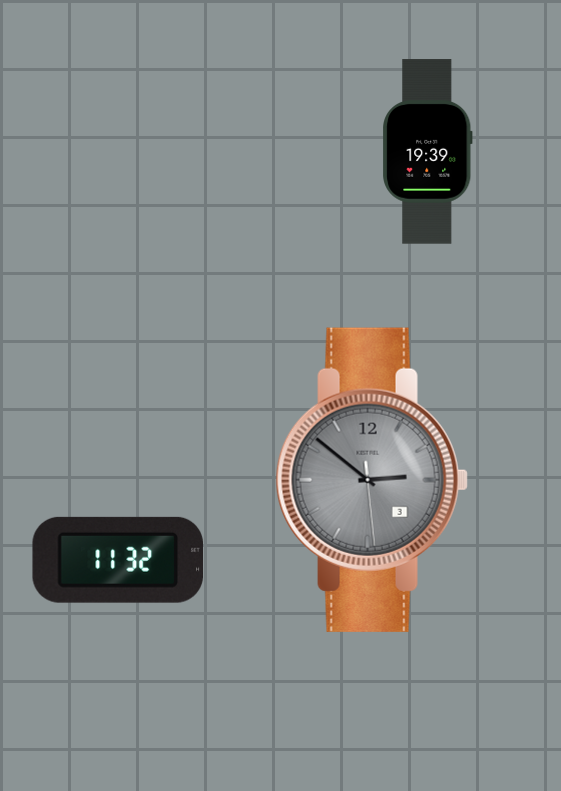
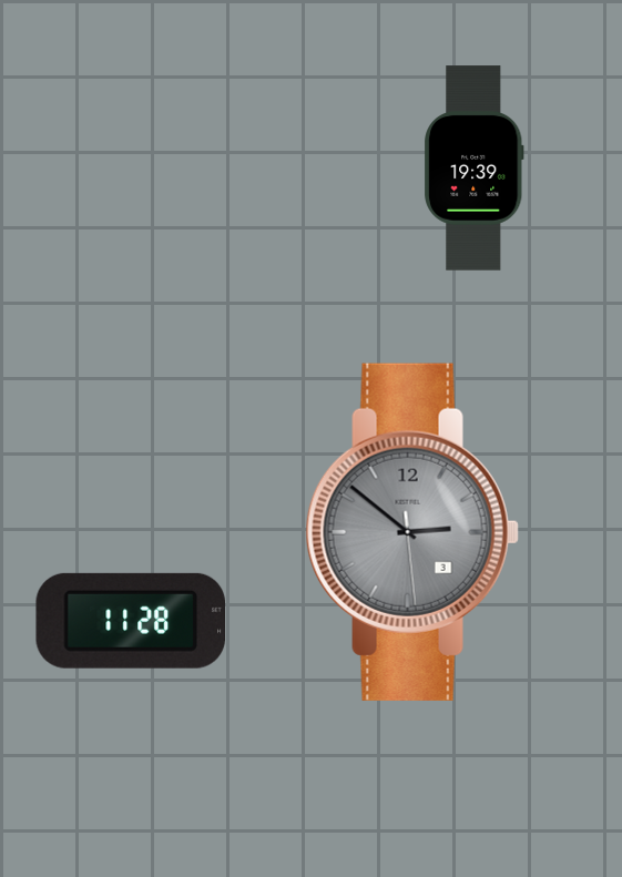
clock at (118, 560): 11:32 -> 11:28
